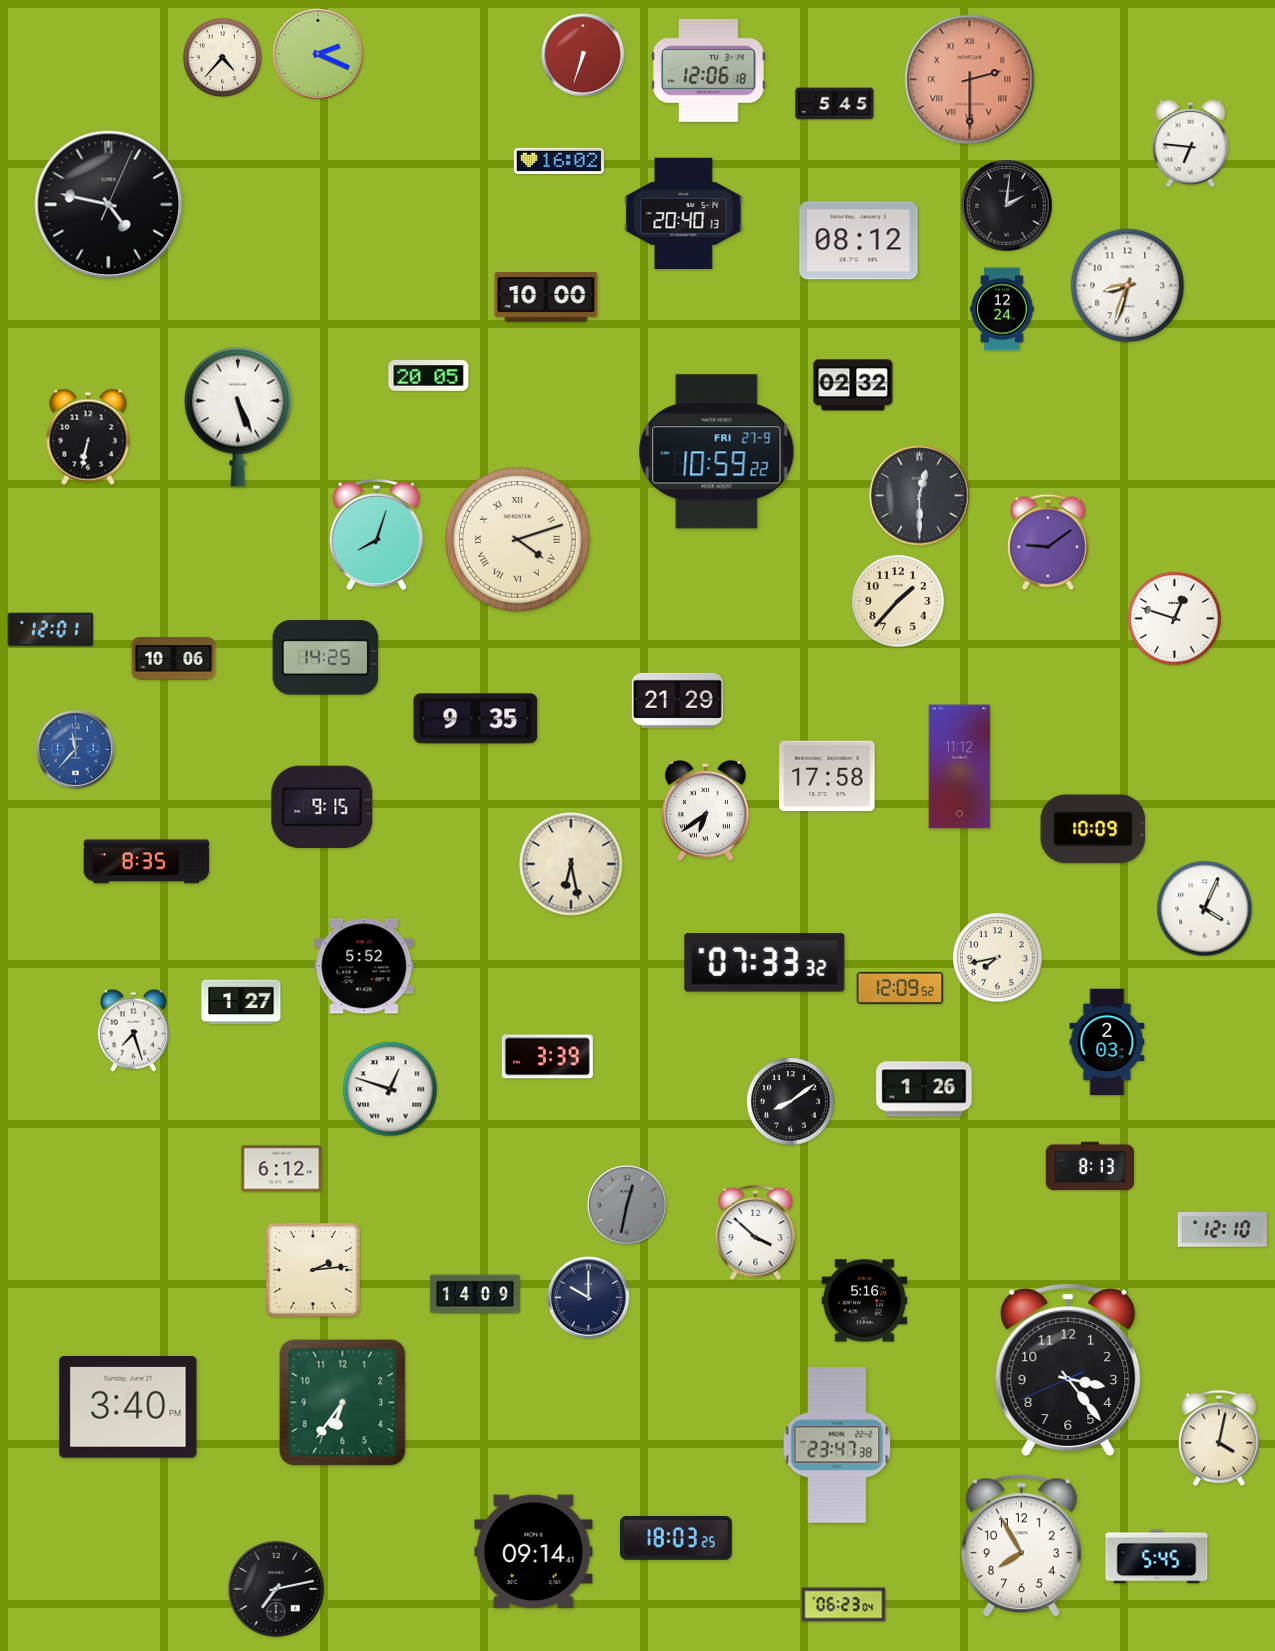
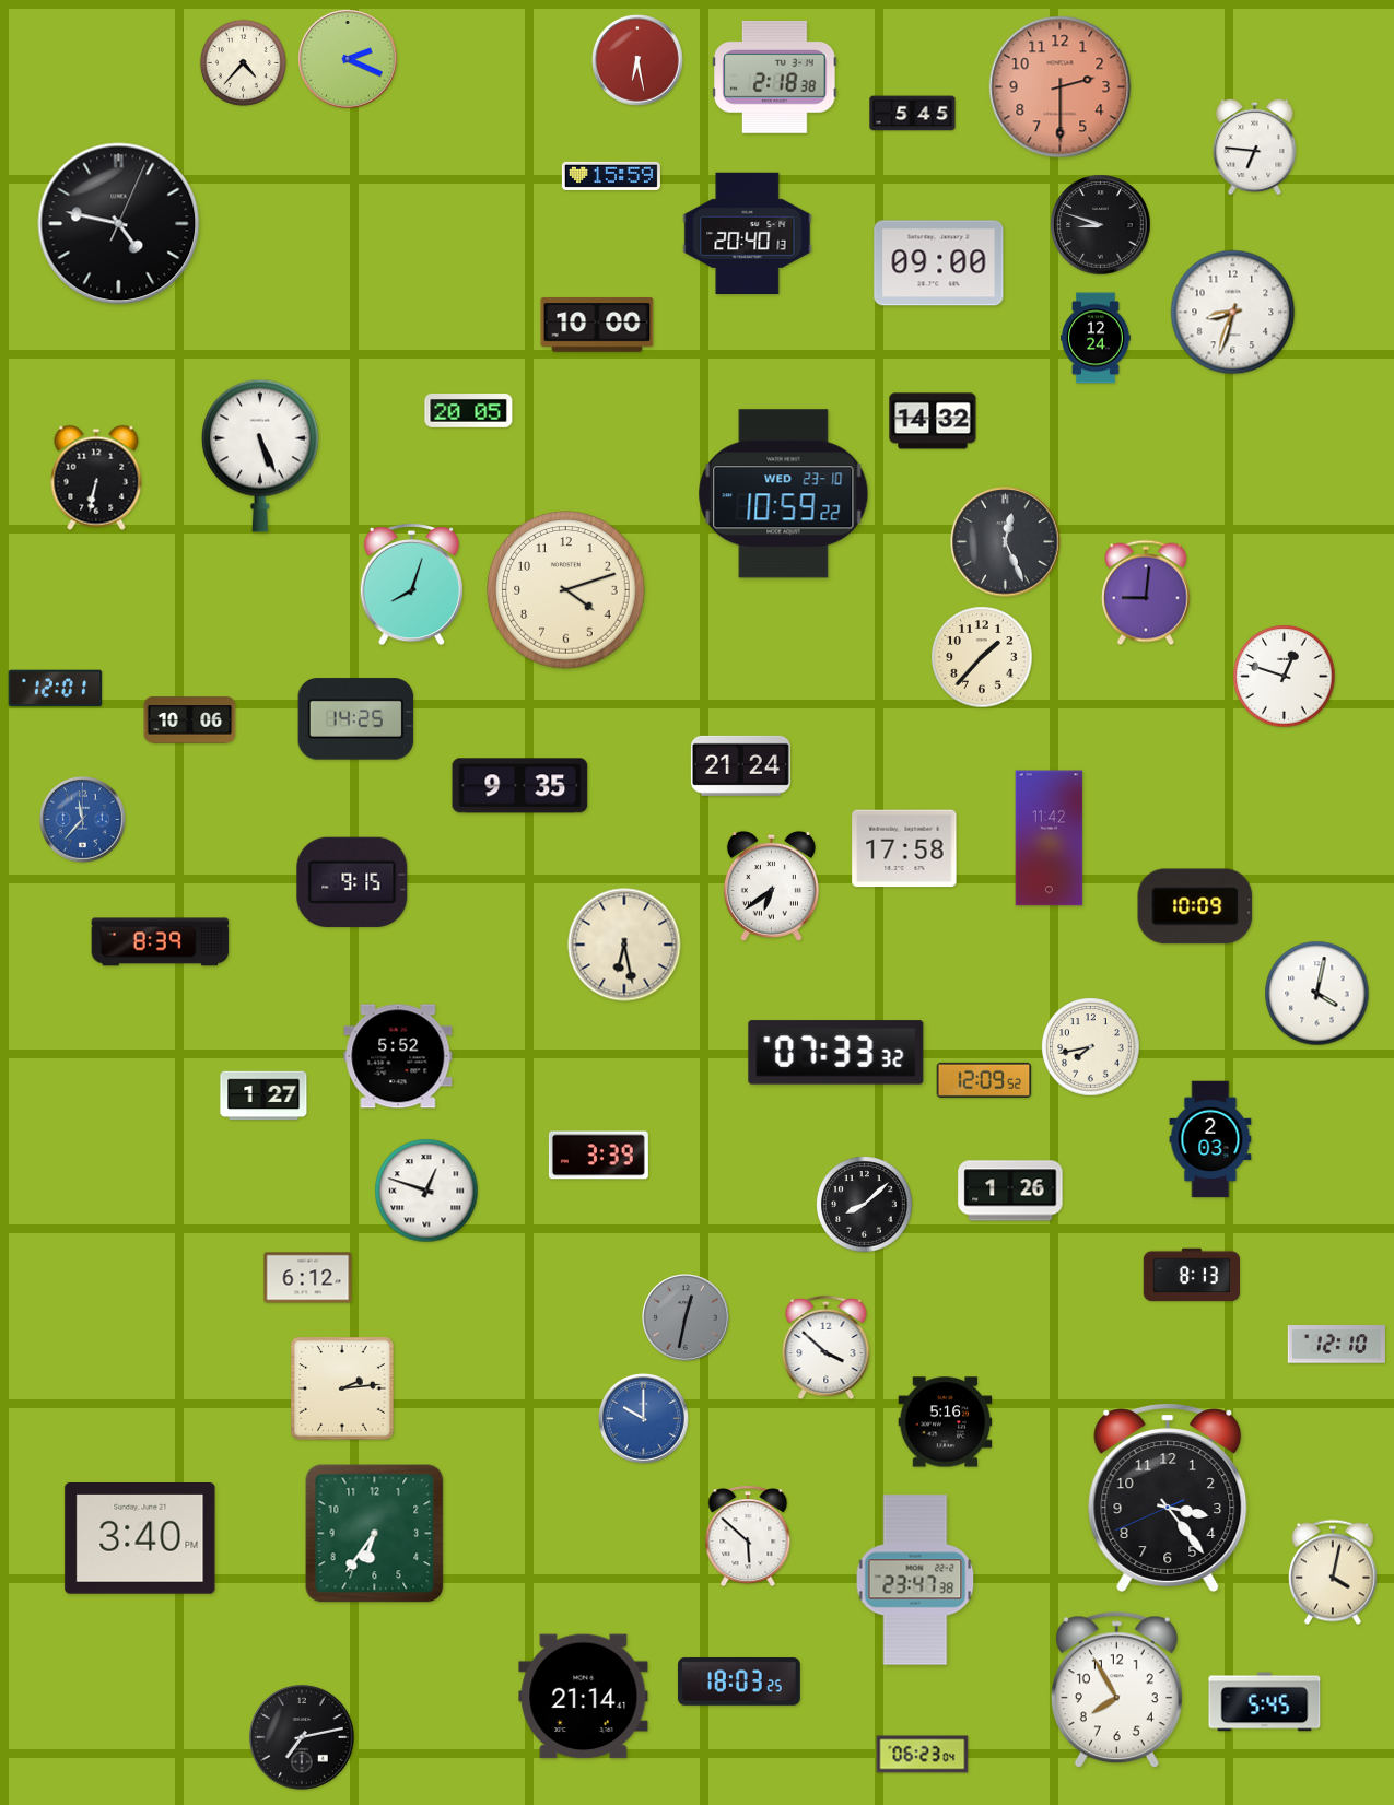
clock at (583, 55): 6:33 -> 6:28
clock at (709, 70): 12:06 -> 2:18
clock at (970, 80) numerals: Roman -> Arabic
clock at (1191, 143) position: (1191, 143) -> (1255, 146)
clock at (559, 161): 16:02 -> 15:59
clock at (1007, 206): 2:01 -> 8:48
clock at (859, 241): 08:12 -> 09:00
clock at (853, 385): 02:32 -> 14:32
clock at (717, 452) date: FRI 27-9 -> WED 23-10
clock at (920, 496): 12:30 -> 12:26
clock at (518, 540) numerals: Roman -> Arabic
clock at (1049, 542): 9:09 -> 9:01
clock at (677, 700): 21:29 -> 21:24
clock at (960, 767): 11:12 -> 11:42
clock at (147, 862): 8:35 -> 8:39
clock at (1205, 909): 4:04 -> 4:02
clock at (133, 1030): 7:27 -> none
clock at (791, 1102): 8:09 -> 8:08
clock at (475, 1294): 14:09 -> none
clock at (589, 1298) dial: navy -> blue
clock at (748, 1536): none -> 5:52
clock at (534, 1552): 09:14 -> 21:14
